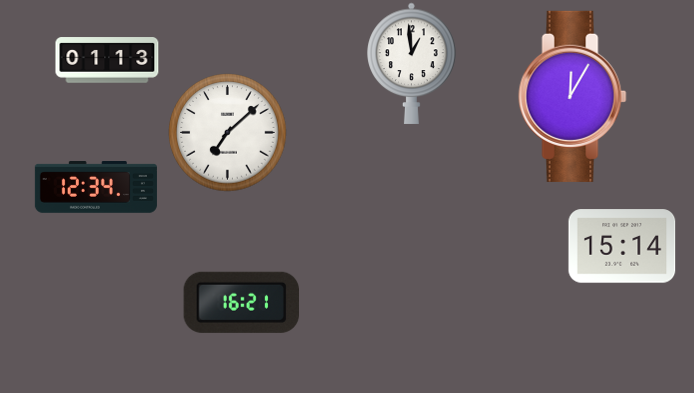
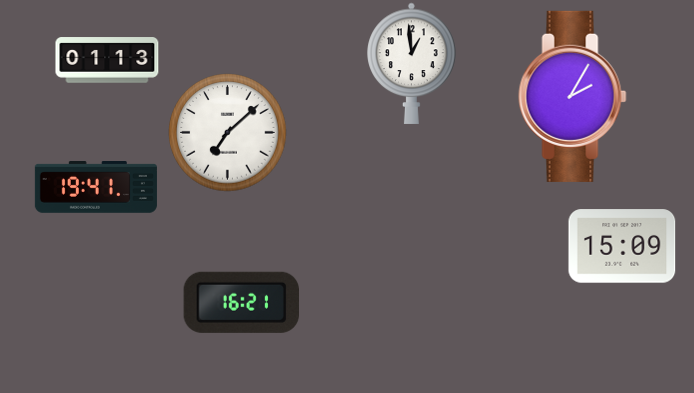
clock at (573, 96): 12:05 -> 2:05
clock at (96, 188): 12:34 -> 19:41
clock at (622, 246): 15:14 -> 15:09
